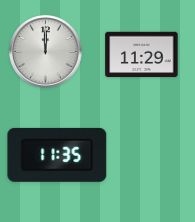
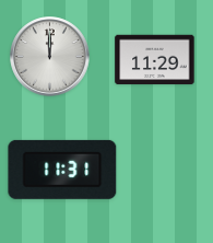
clock at (57, 155): 11:35 -> 11:31
